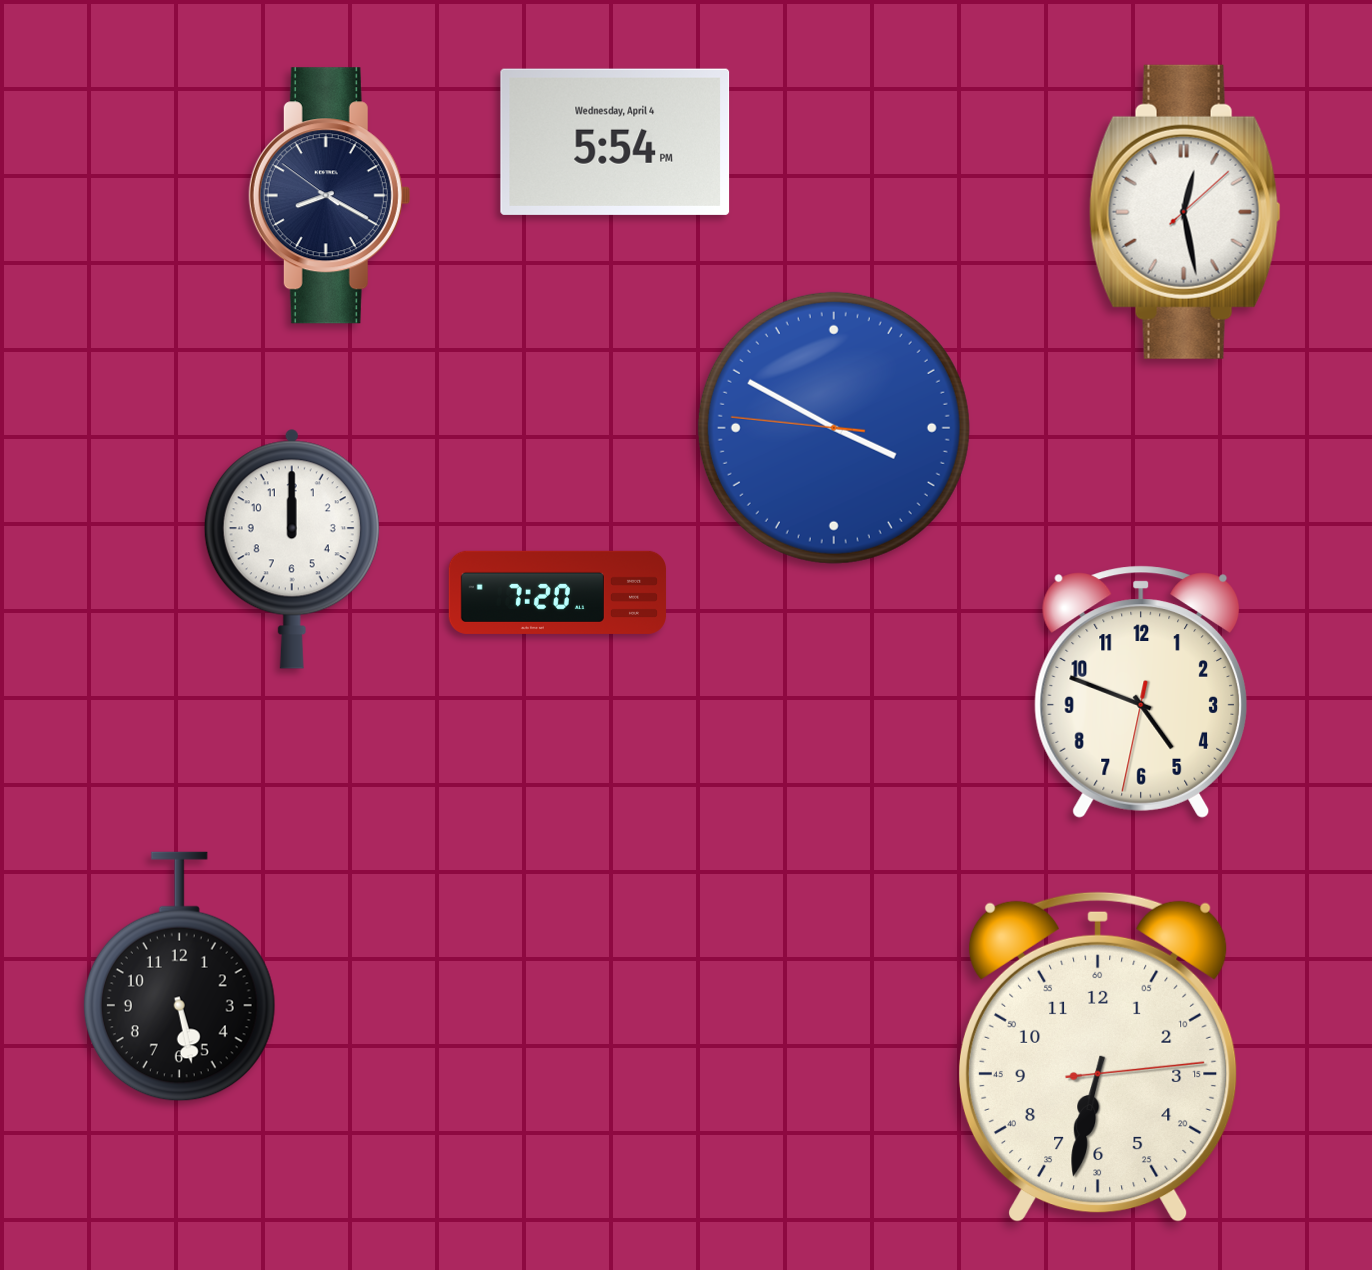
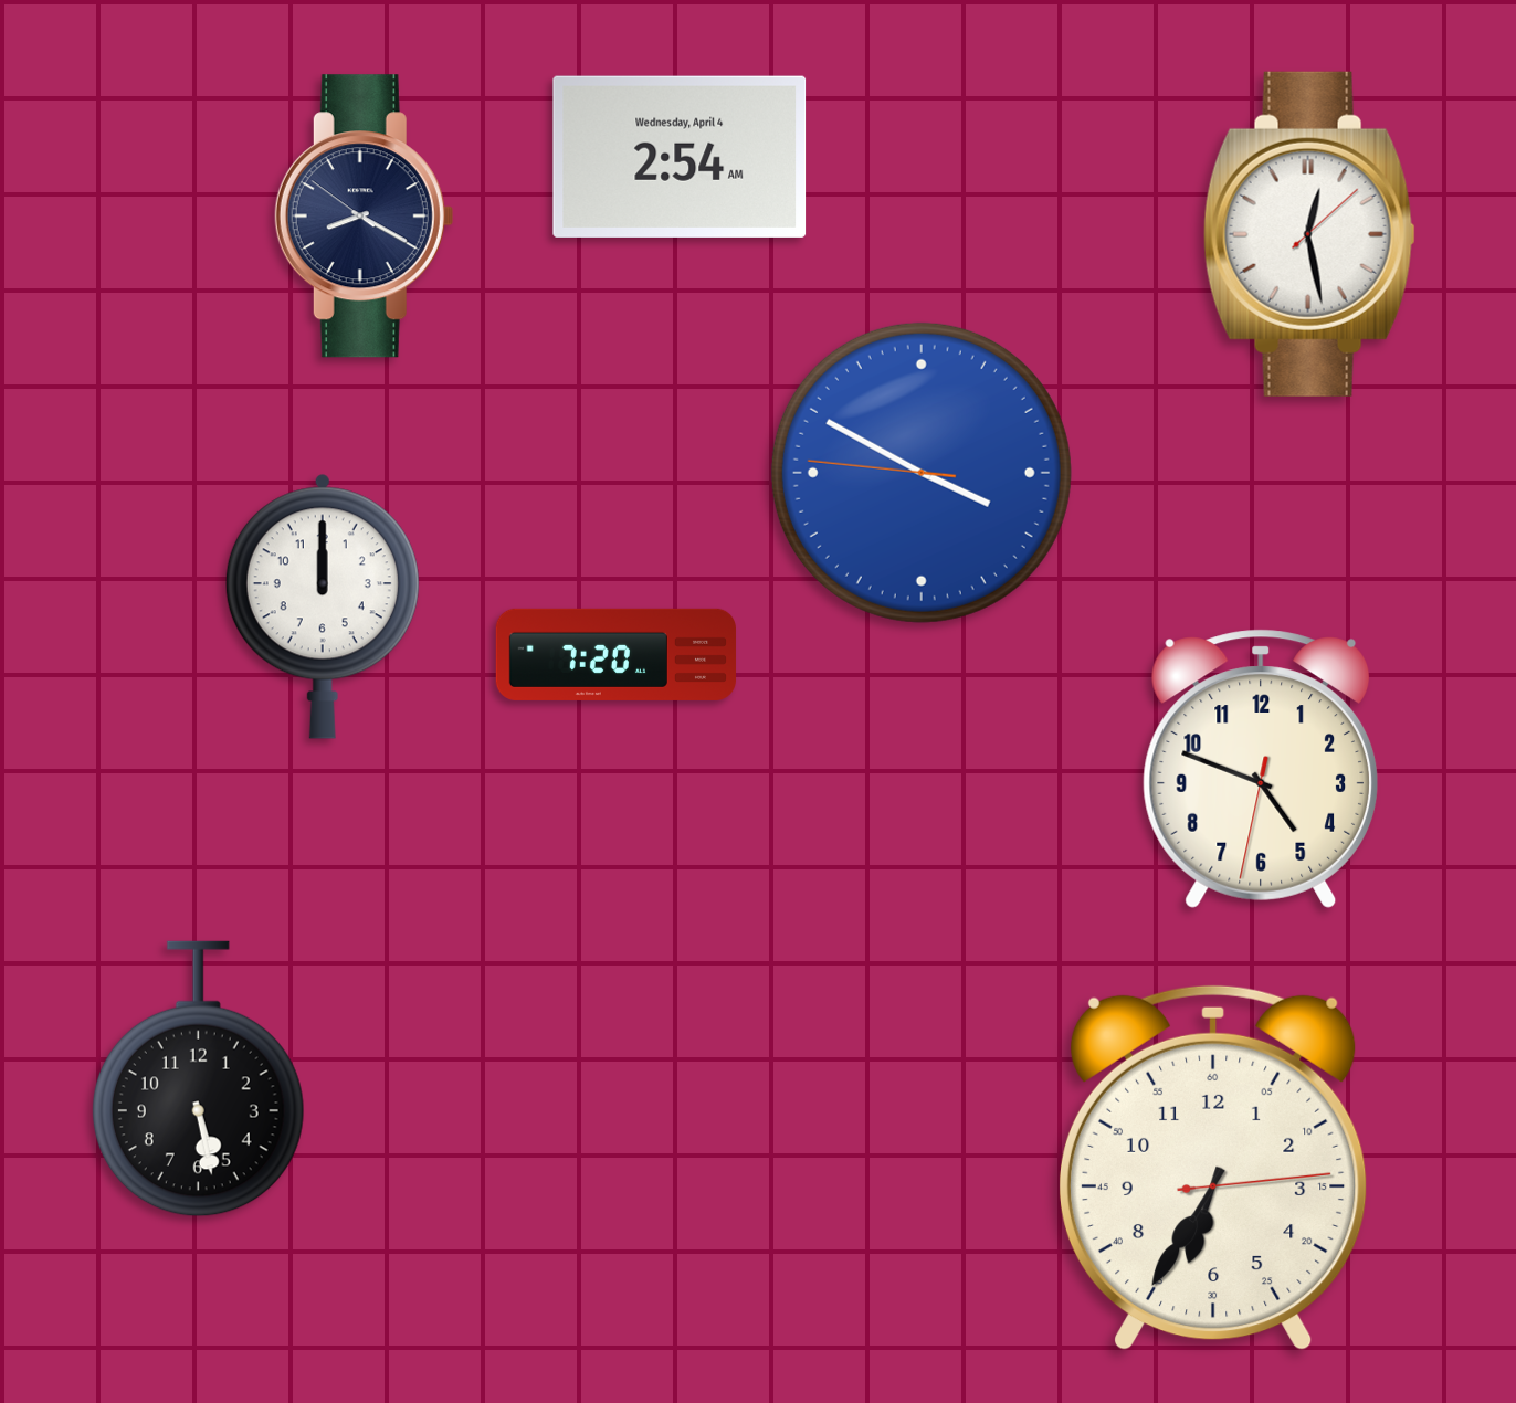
clock at (615, 142): 5:54 -> 2:54
clock at (1141, 692) position: (1141, 692) -> (1261, 769)
clock at (1098, 1057): 6:32 -> 6:35
